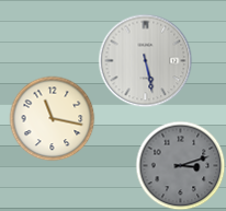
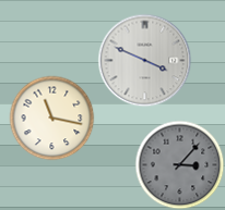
clock at (145, 60): 5:28 -> 3:49
clock at (180, 165): 3:12 -> 3:07
